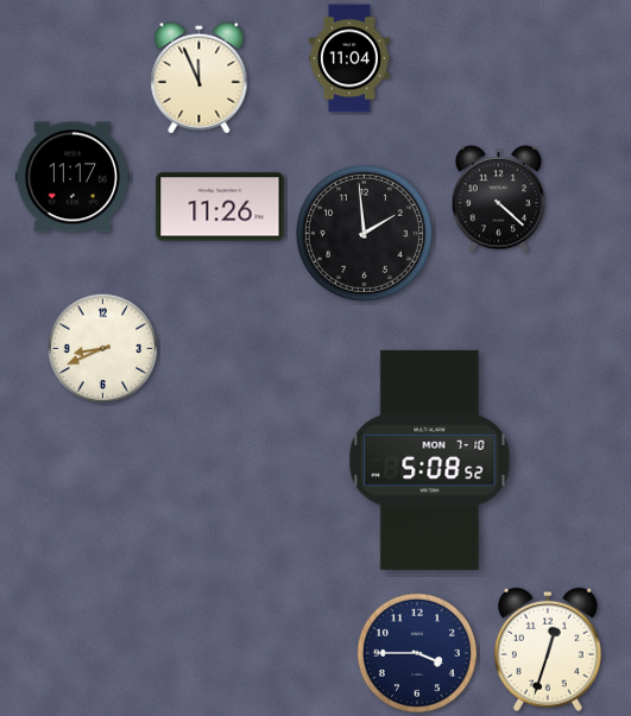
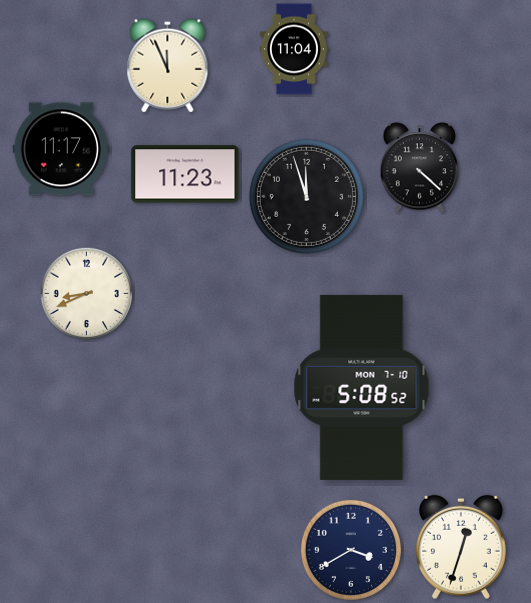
clock at (220, 207): 11:26 -> 11:23
clock at (364, 233): 1:59 -> 11:57
clock at (417, 653): 3:45 -> 3:40
